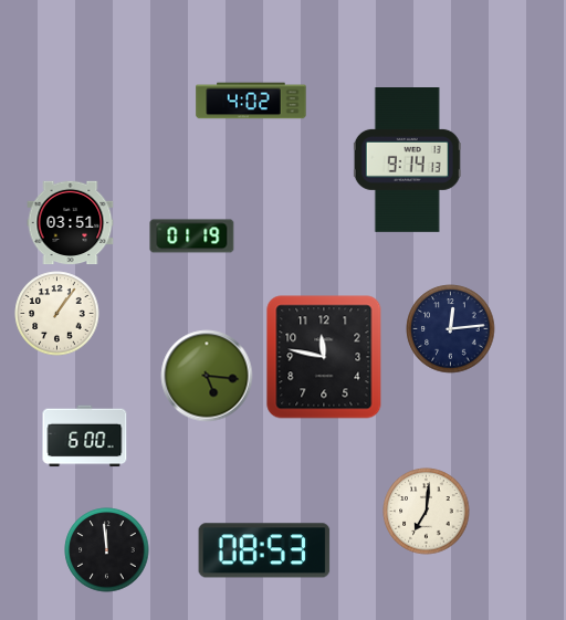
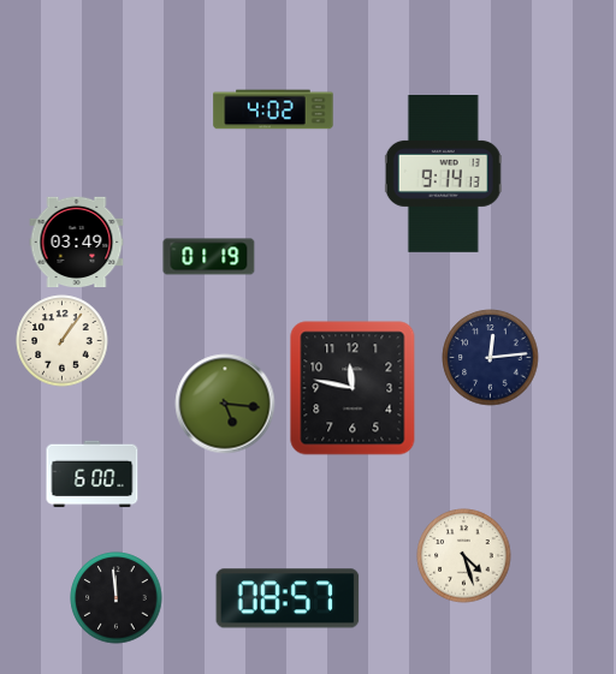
clock at (71, 223): 03:51 -> 03:49
clock at (207, 376) position: (207, 376) -> (225, 404)
clock at (427, 512): 7:01 -> 4:27
clock at (264, 550): 08:53 -> 08:57
